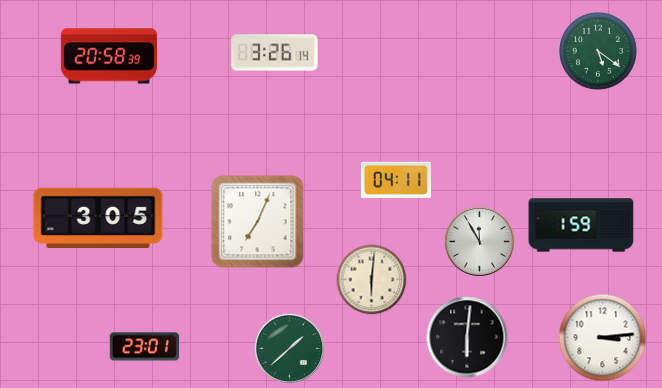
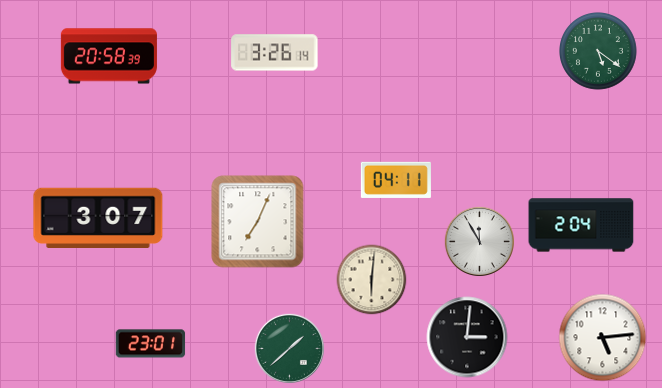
clock at (98, 217): 3:05 -> 3:07
clock at (581, 225): 1:59 -> 2:04
clock at (467, 337): 6:01 -> 3:01
clock at (603, 338): 3:14 -> 5:14
clock at (145, 347) position: (145, 347) -> (151, 344)
